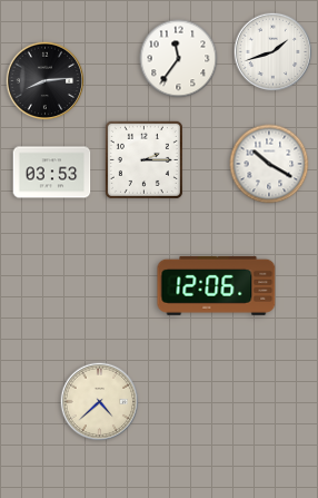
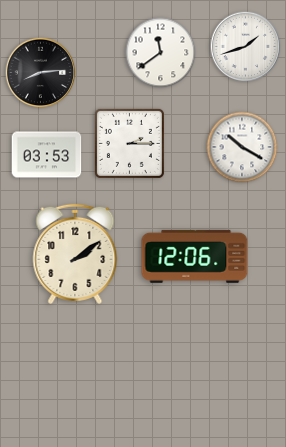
clock at (179, 59): 11:36 -> 11:39
clock at (75, 254): none -> 2:09
clock at (100, 402): 4:38 -> none
